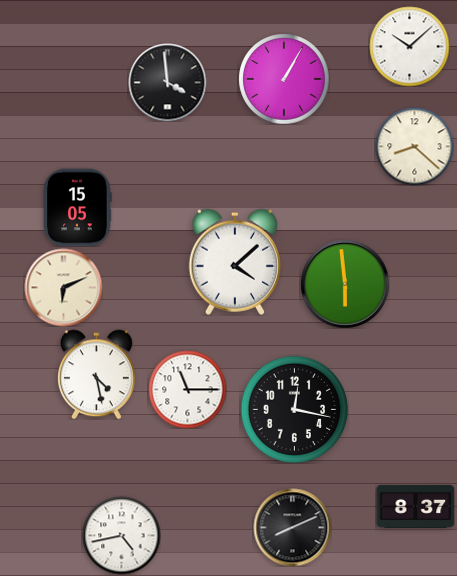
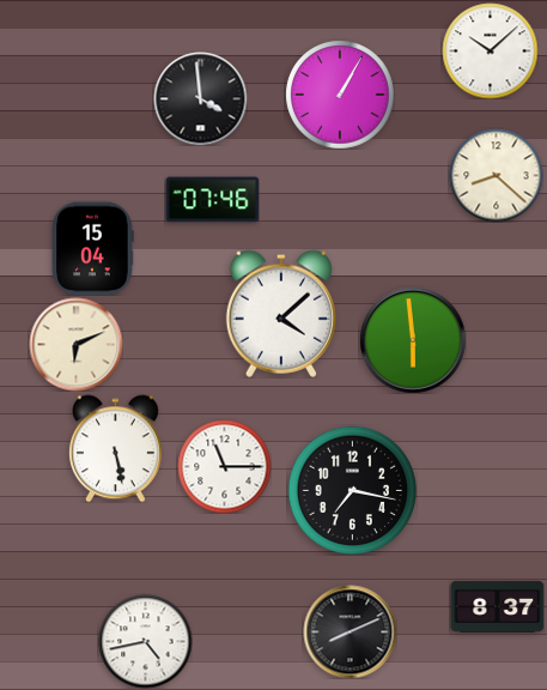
clock at (409, 46) position: (409, 46) -> (490, 50)
clock at (212, 200): none -> 07:46
clock at (77, 207): 15:05 -> 15:04
clock at (96, 374): 4:28 -> 5:28
clock at (294, 409): 12:17 -> 7:17
